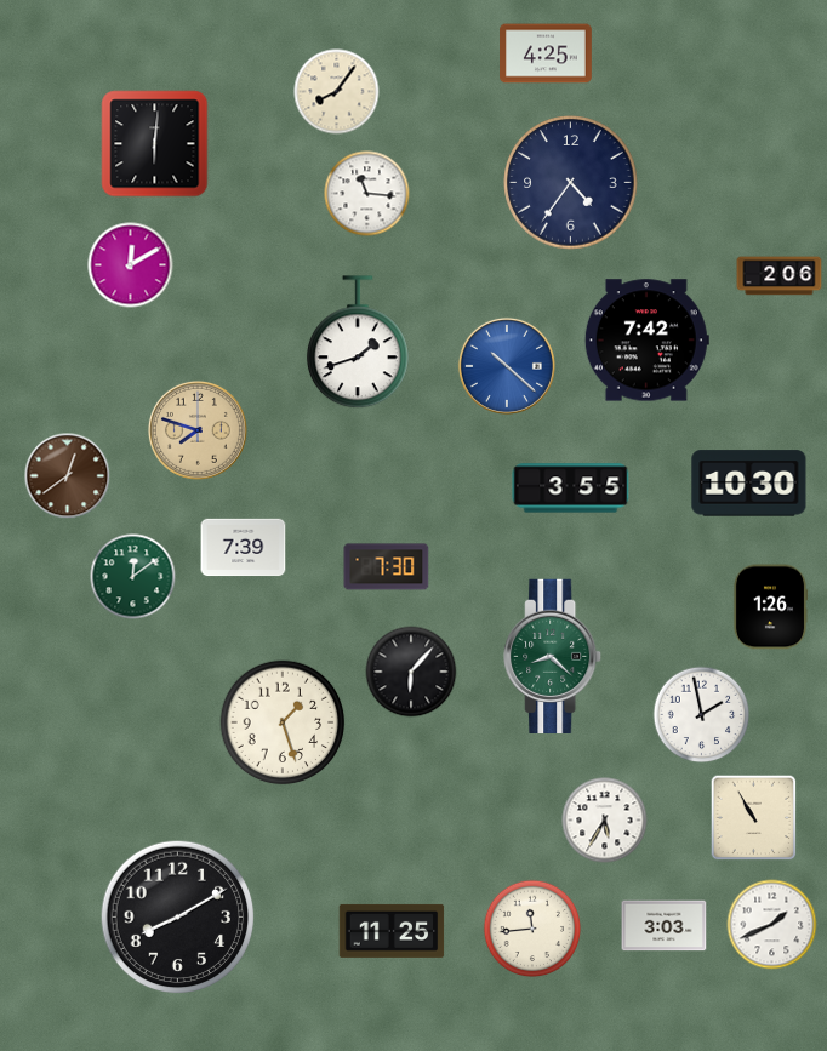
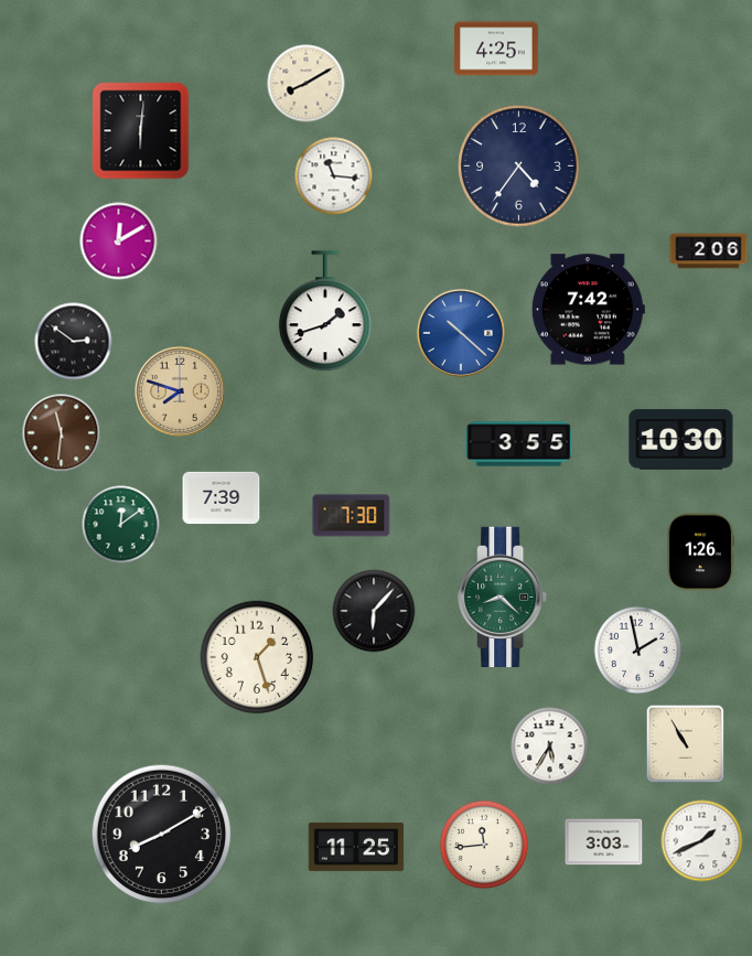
clock at (337, 92): 8:06 -> 8:10
clock at (74, 342): none -> 2:51
clock at (68, 476): 12:39 -> 11:31
